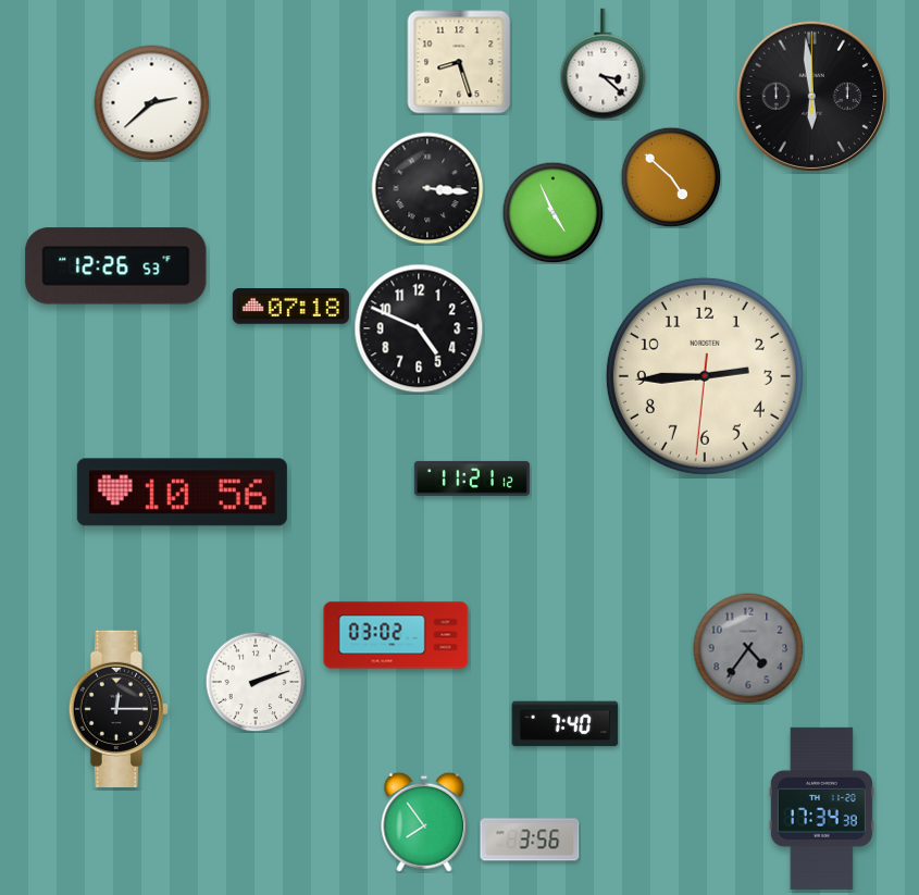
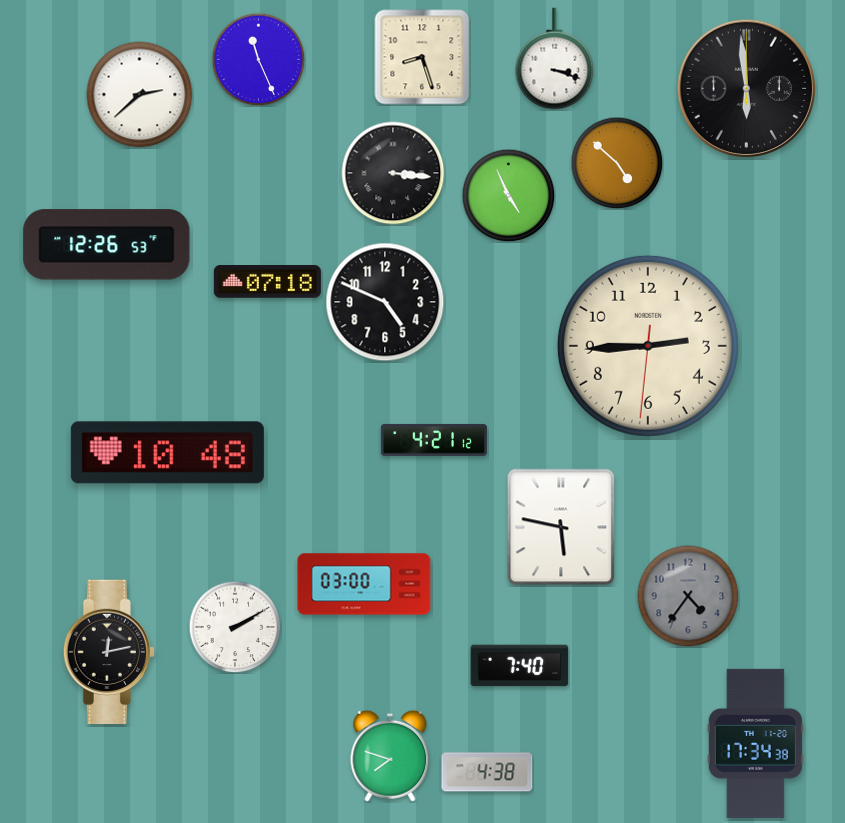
clock at (258, 59): none -> 11:26
clock at (604, 64): 3:22 -> 3:18
clock at (472, 478): 11:21 -> 4:21
clock at (182, 493): 10:56 -> 10:48
clock at (561, 527): none -> 5:47
clock at (396, 635): 03:02 -> 03:00
clock at (256, 682): 2:12 -> 2:10
clock at (117, 709): 12:15 -> 12:13
clock at (424, 822): 7:54 -> 7:48
clock at (530, 840): 3:56 -> 4:38
